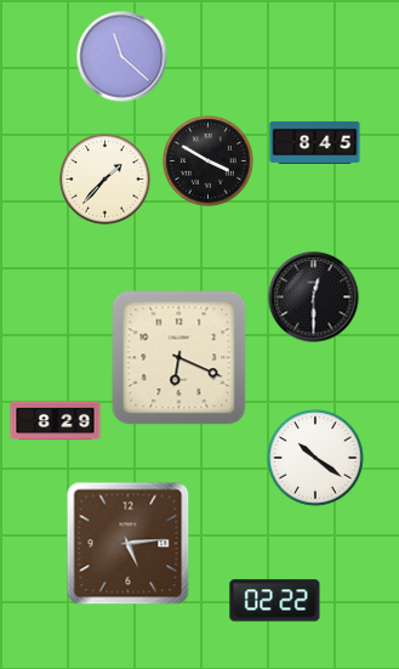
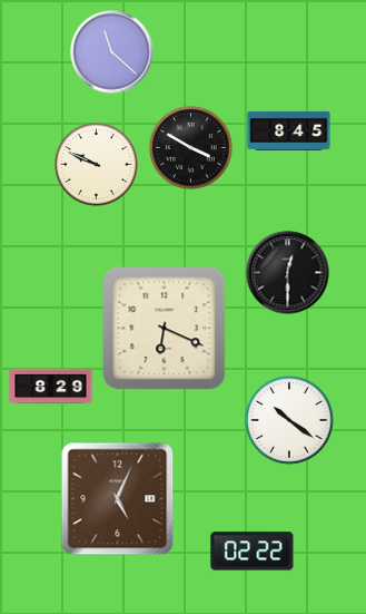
clock at (106, 180): 1:37 -> 9:49
clock at (129, 544): 5:14 -> 5:04
